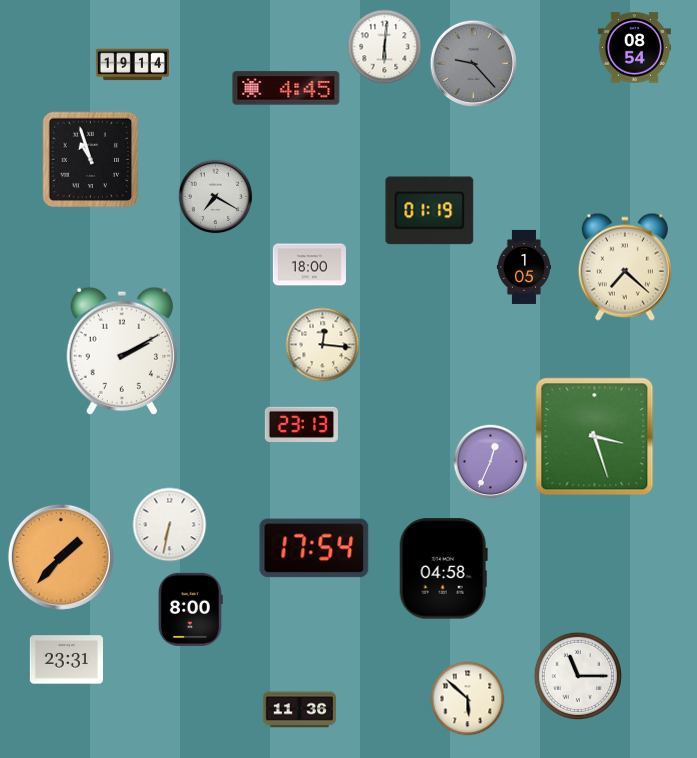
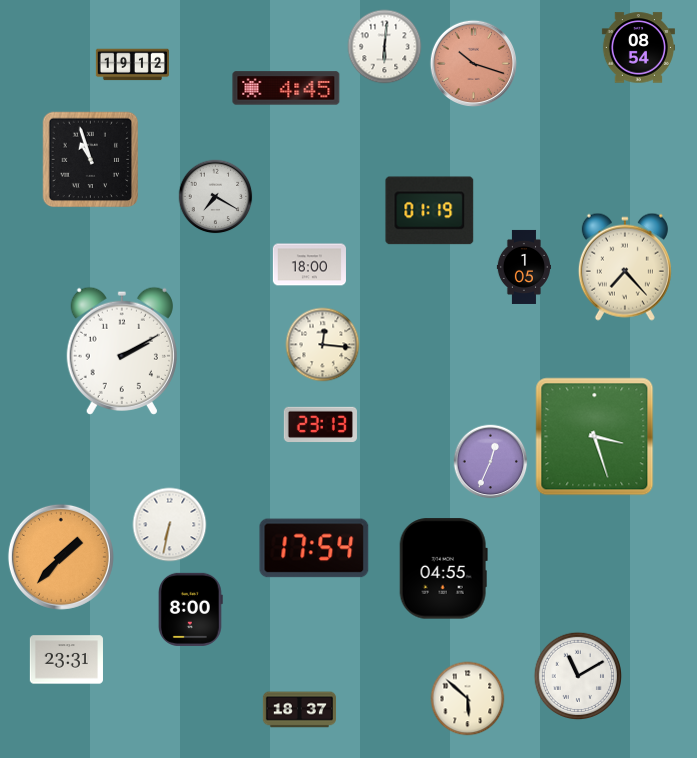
clock at (634, 48) position: (634, 48) -> (638, 48)
clock at (473, 63): 9:23 -> 10:18
clock at (473, 63) dial: grey -> salmon
clock at (132, 65): 19:14 -> 19:12
clock at (625, 267): 7:22 -> 7:23
clock at (301, 425) position: (301, 425) -> (320, 425)
clock at (443, 569): 04:58 -> 04:55
clock at (578, 676): 11:15 -> 11:10
clock at (299, 710): 11:36 -> 18:37
